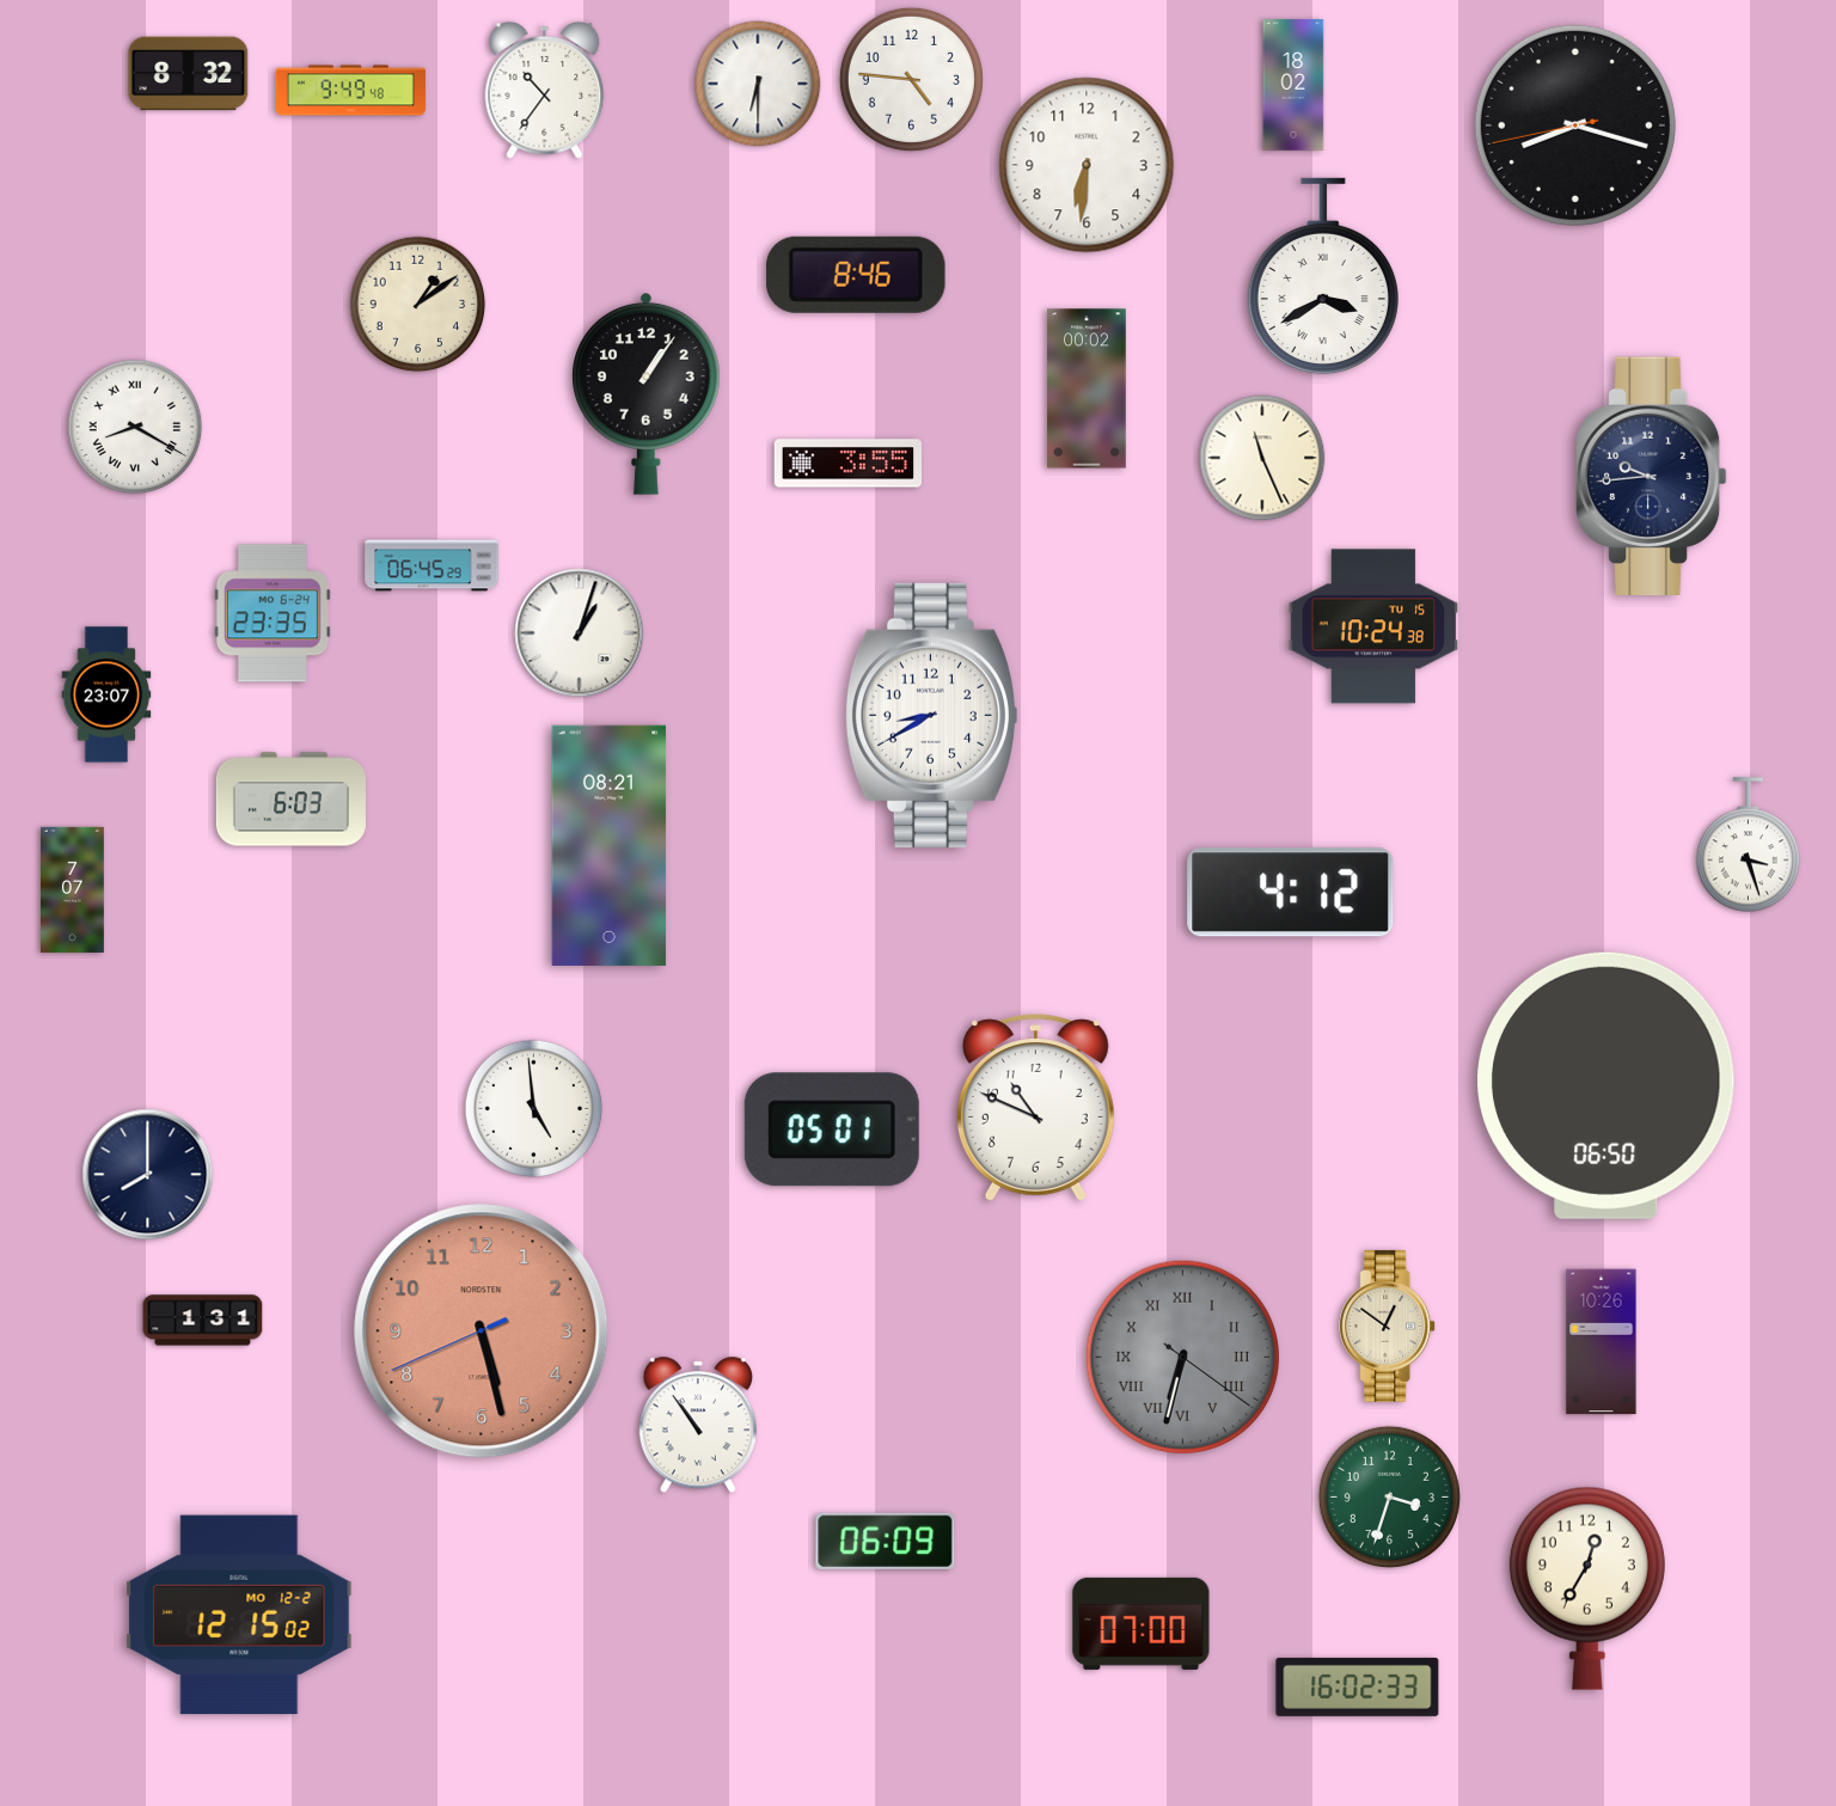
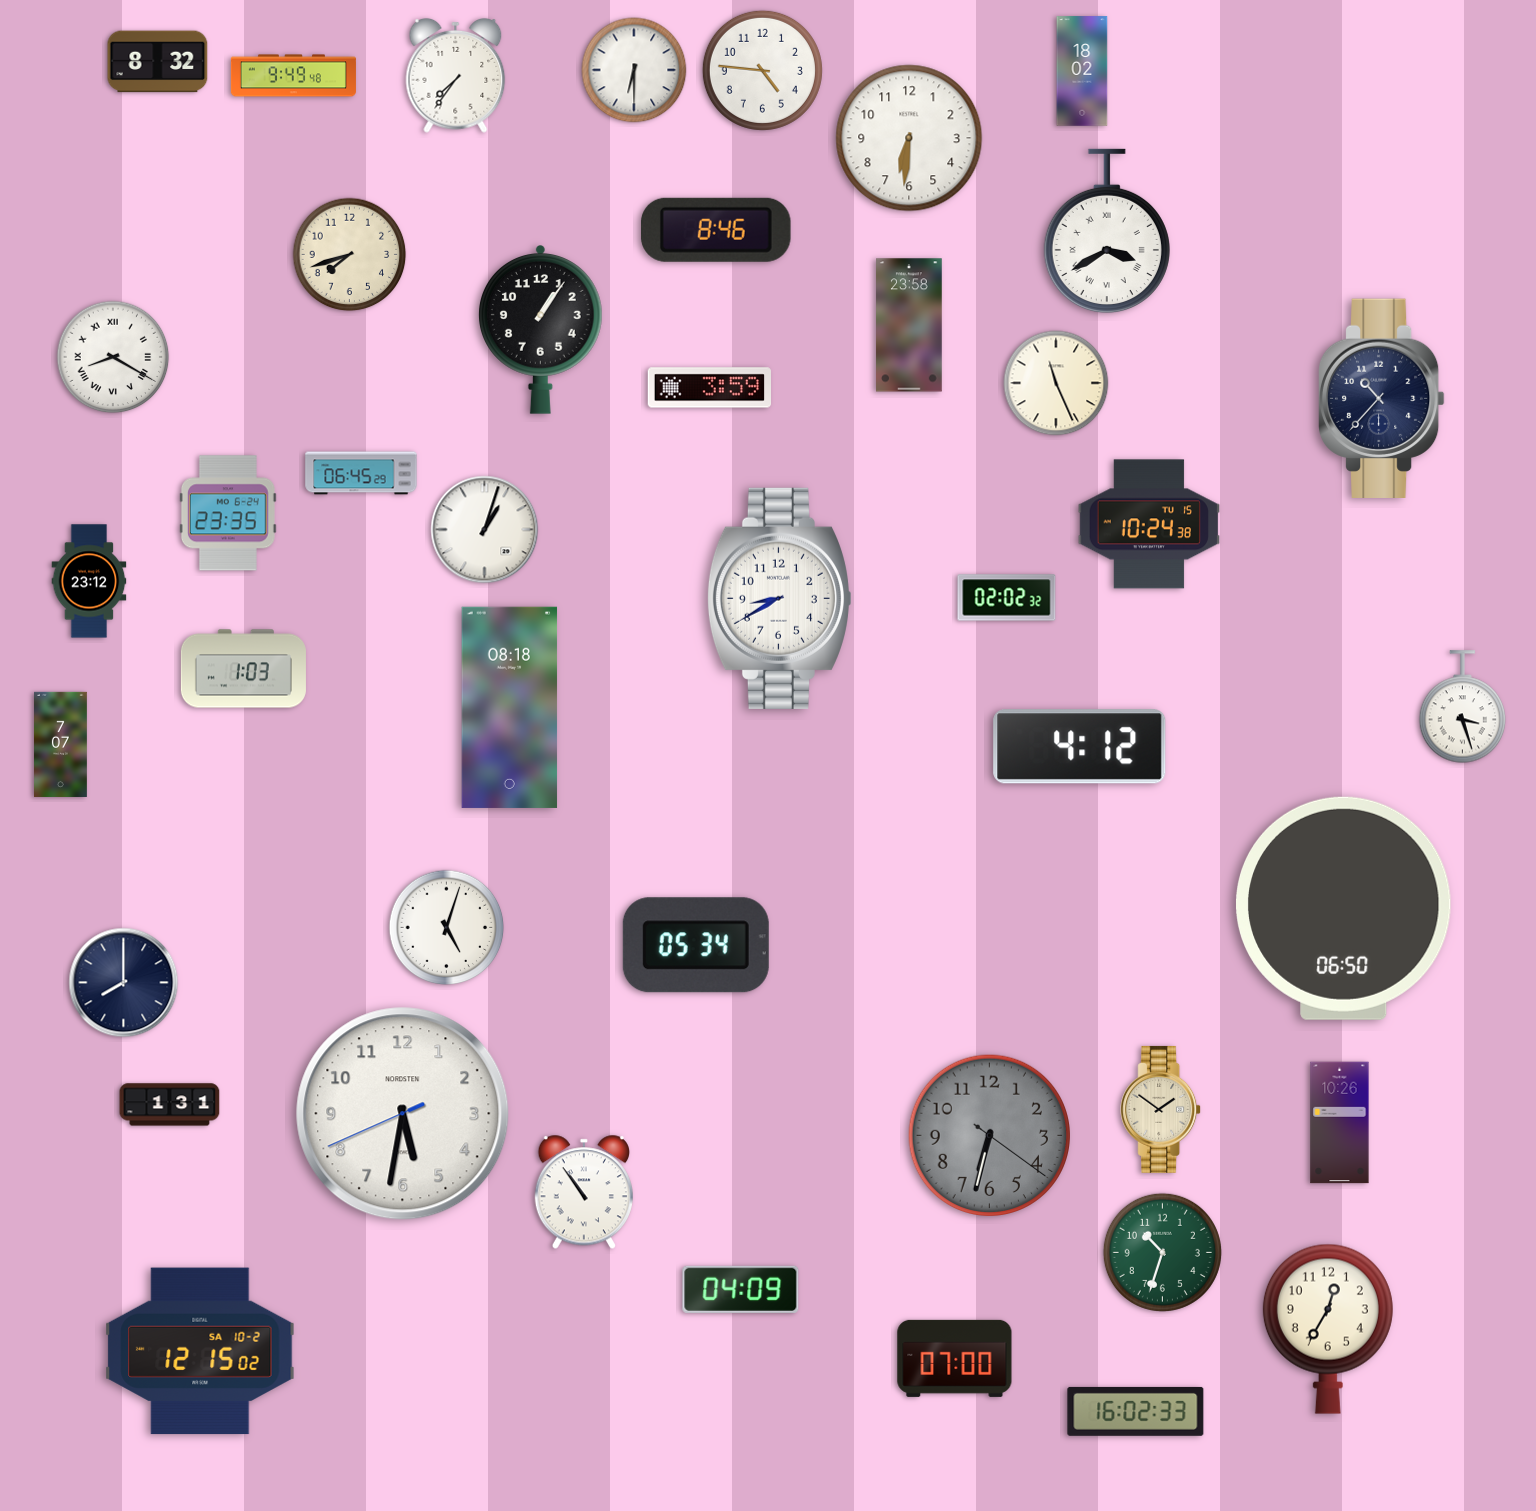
clock at (911, 79) position: (911, 79) -> (762, 70)
clock at (545, 91): 10:36 -> 7:36
clock at (1575, 125): 8:17 -> none
clock at (418, 305): 1:09 -> 7:42
clock at (1087, 388): 00:02 -> 23:58
clock at (849, 464): 3:55 -> 3:59
clock at (1651, 476): 9:44 -> 10:37
clock at (106, 694): 23:07 -> 23:12
clock at (1007, 598): none -> 02:02
clock at (290, 800): 6:03 -> 1:03
clock at (610, 845): 08:21 -> 08:18
clock at (1035, 1108): 10:49 -> none
clock at (534, 1109): 4:59 -> 5:03
clock at (832, 1129): 05:01 -> 05:34
clock at (1388, 1326): 12:51 -> 1:51
clock at (482, 1331): 5:27 -> 5:31
clock at (482, 1331) dial: salmon -> white
clock at (1182, 1357) numerals: Roman -> Arabic
clock at (1389, 1496): 3:33 -> 10:33
clock at (886, 1541): 06:09 -> 04:09
clock at (239, 1615) date: MO 12-2 -> SA 10-2
